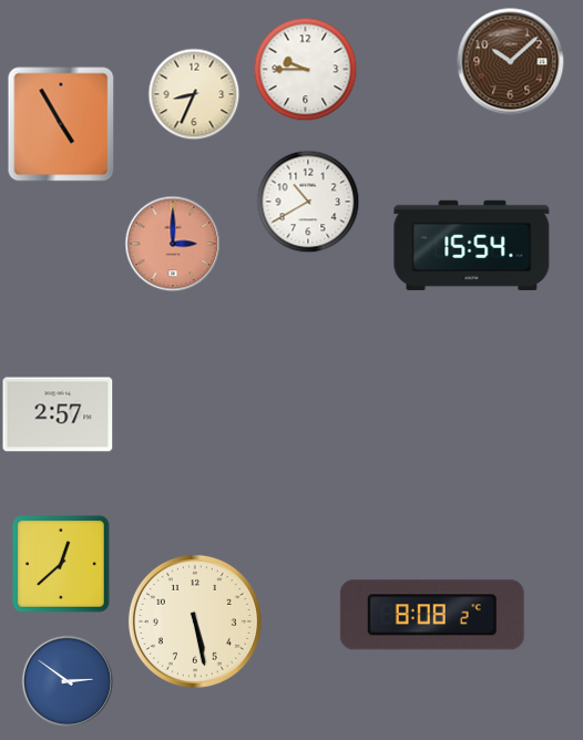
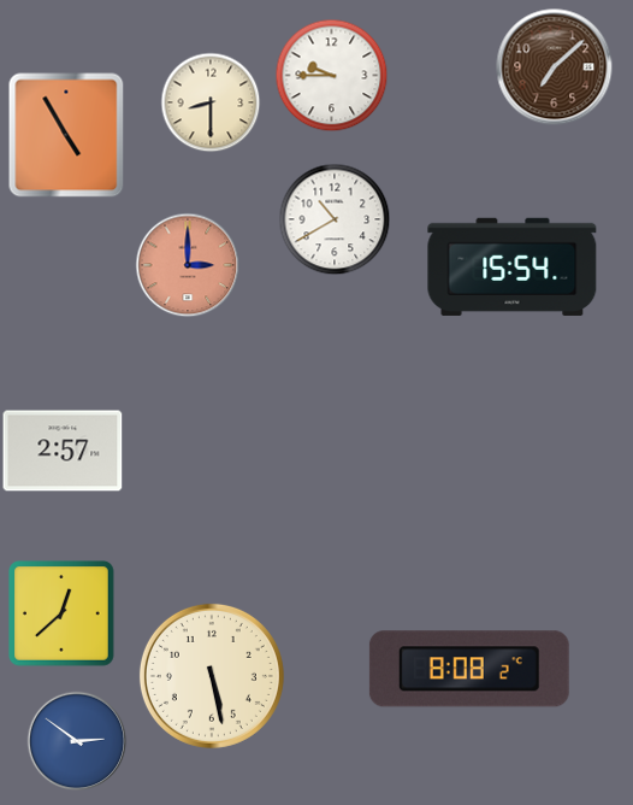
clock at (511, 62): 10:08 -> 7:08
clock at (194, 94): 8:34 -> 8:30
clock at (61, 564) position: (61, 564) -> (61, 613)
clock at (68, 681) position: (68, 681) -> (77, 741)
